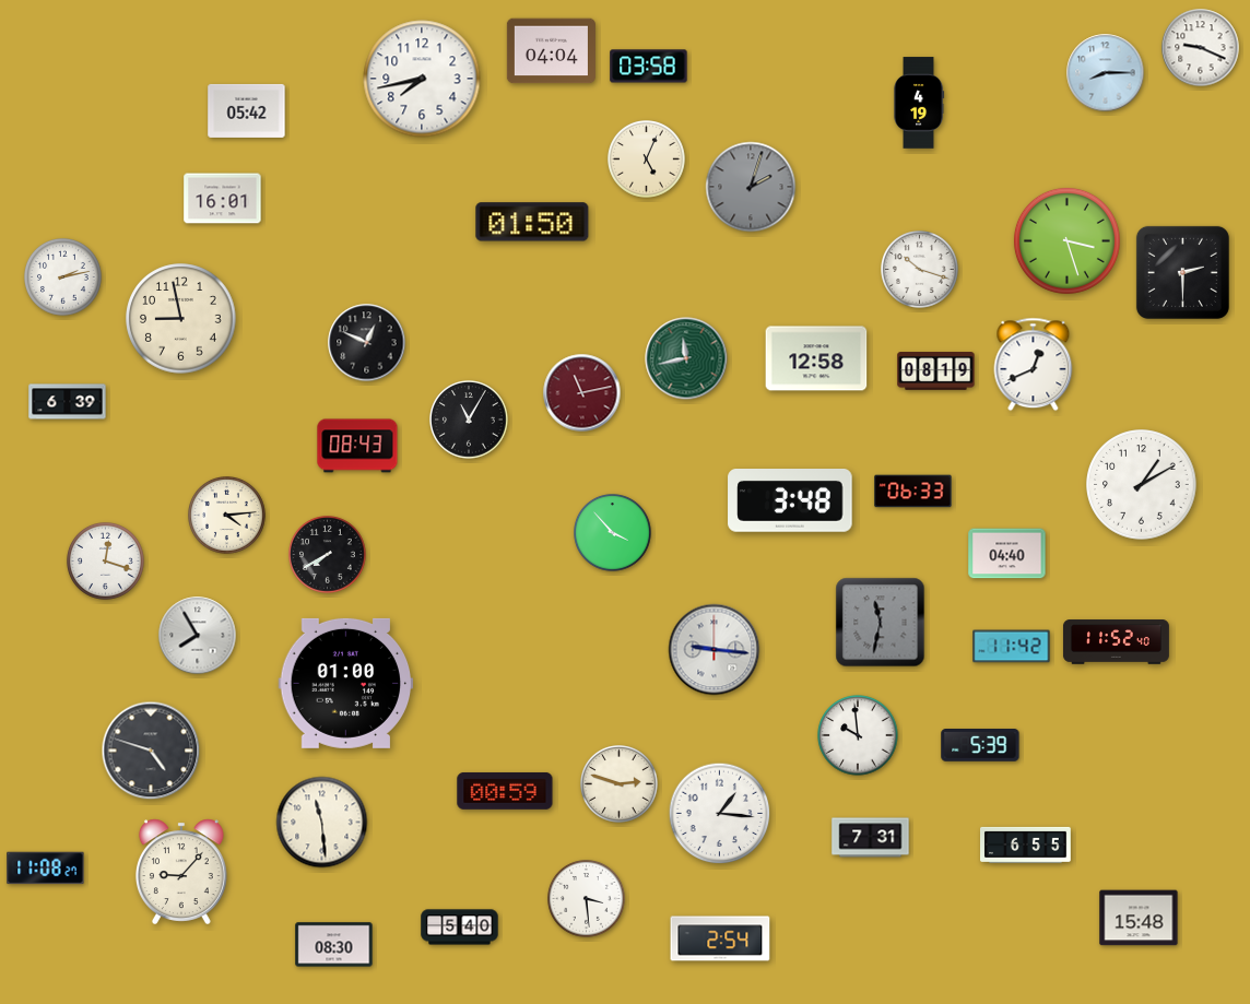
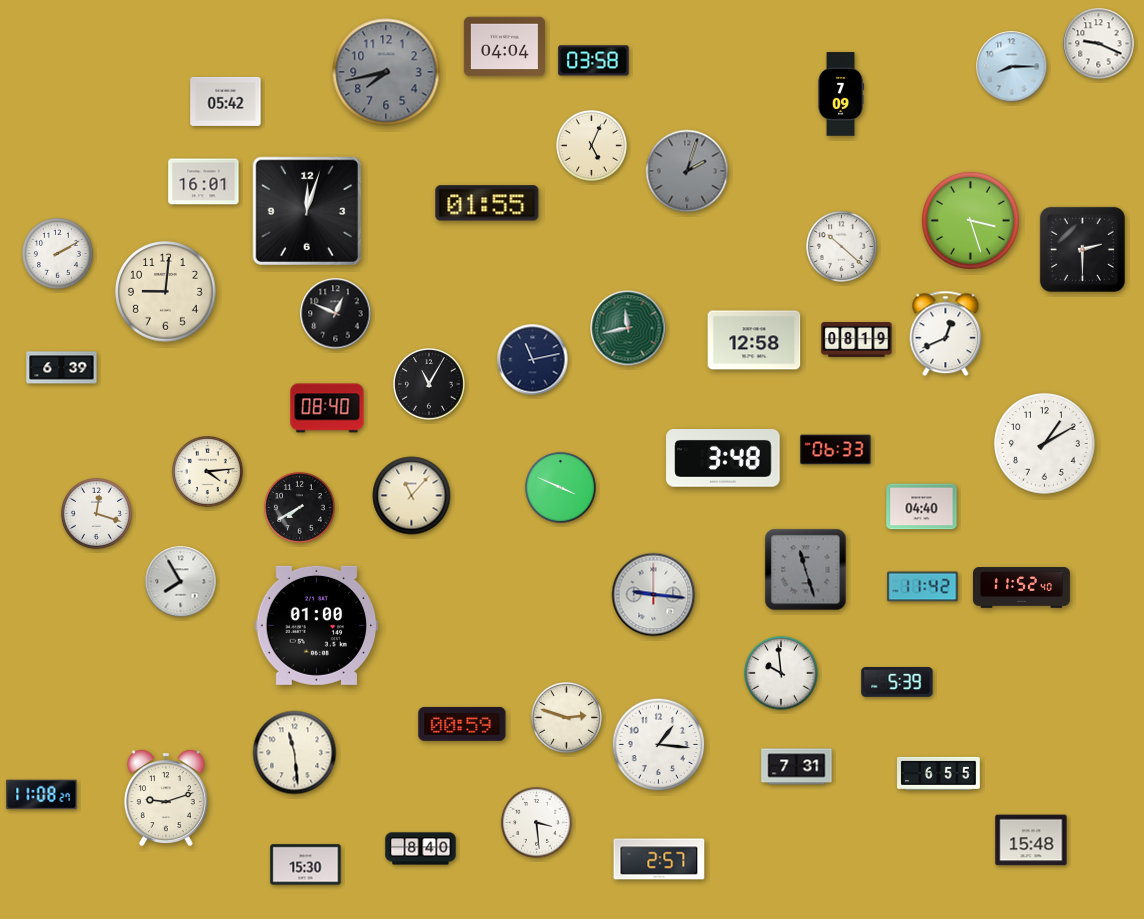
clock at (422, 79) dial: white -> grey
clock at (919, 103): 4:19 -> 7:09
clock at (532, 222): 01:50 -> 01:55
clock at (306, 210): none -> 12:03
clock at (1066, 240) position: (1066, 240) -> (970, 220)
clock at (920, 270): 10:18 -> 10:22
clock at (63, 277): 2:13 -> 2:10
clock at (181, 319): 8:58 -> 9:01
clock at (816, 358) position: (816, 358) -> (754, 340)
clock at (582, 393) dial: burgundy -> navy
clock at (357, 446): 08:43 -> 08:40
clock at (613, 533): 3:53 -> 3:49
clock at (412, 496): none -> 11:07
clock at (881, 623): 11:32 -> 11:27
clock at (1012, 647) position: (1012, 647) -> (923, 587)
clock at (858, 735) position: (858, 735) -> (781, 673)
clock at (151, 751): 4:48 -> none
clock at (181, 872): 9:07 -> 9:12
clock at (1139, 918) position: (1139, 918) -> (1031, 840)
clock at (460, 928): 5:40 -> 8:40
clock at (720, 938): 2:54 -> 2:57
clock at (334, 945): 08:30 -> 15:30
